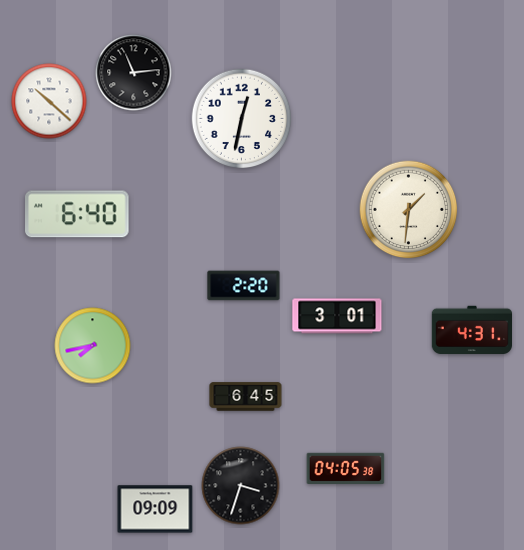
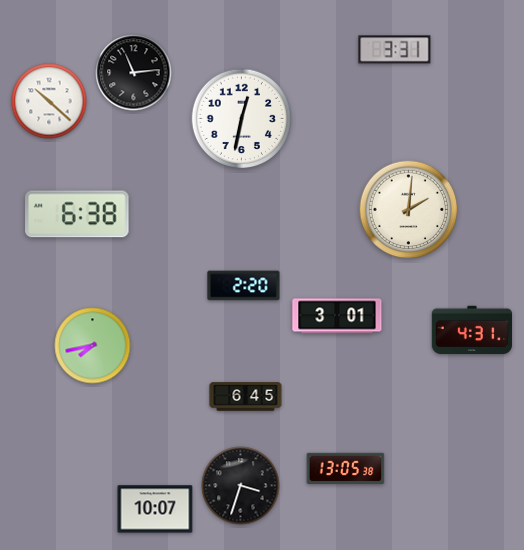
clock at (395, 50): none -> 3:31
clock at (409, 210): 1:31 -> 2:01
clock at (77, 214): 6:40 -> 6:38
clock at (346, 469): 04:05 -> 13:05
clock at (155, 509): 09:09 -> 10:07
